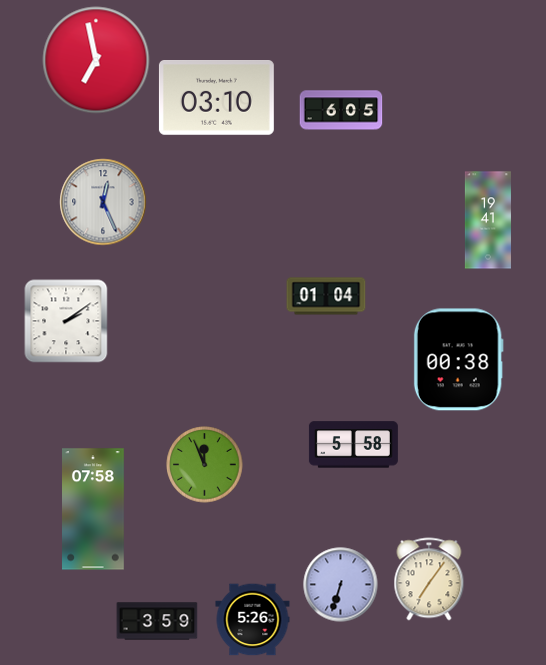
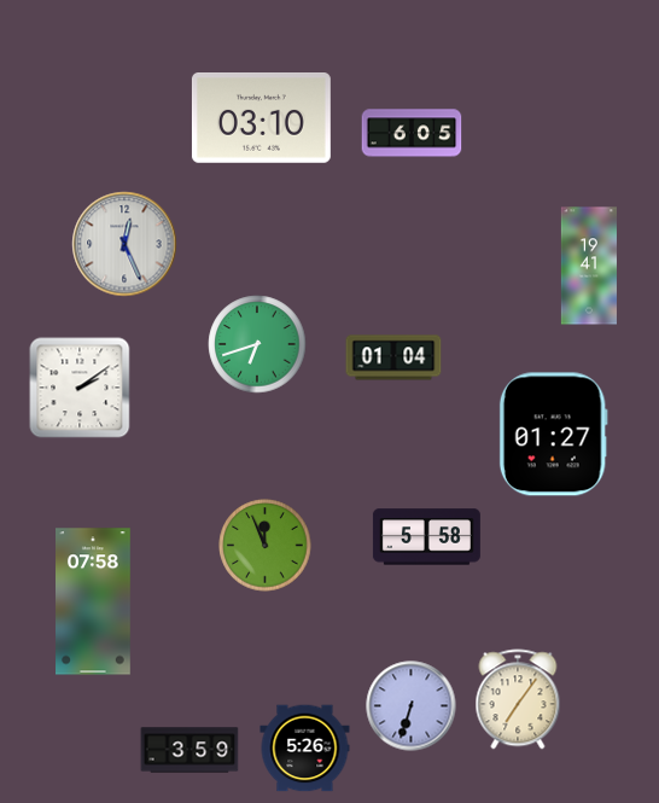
clock at (96, 60): 6:58 -> none
clock at (257, 344): none -> 6:42
clock at (458, 360): 00:38 -> 01:27
clock at (205, 465) position: (205, 465) -> (266, 546)
clock at (94, 509) position: (94, 509) -> (94, 601)
